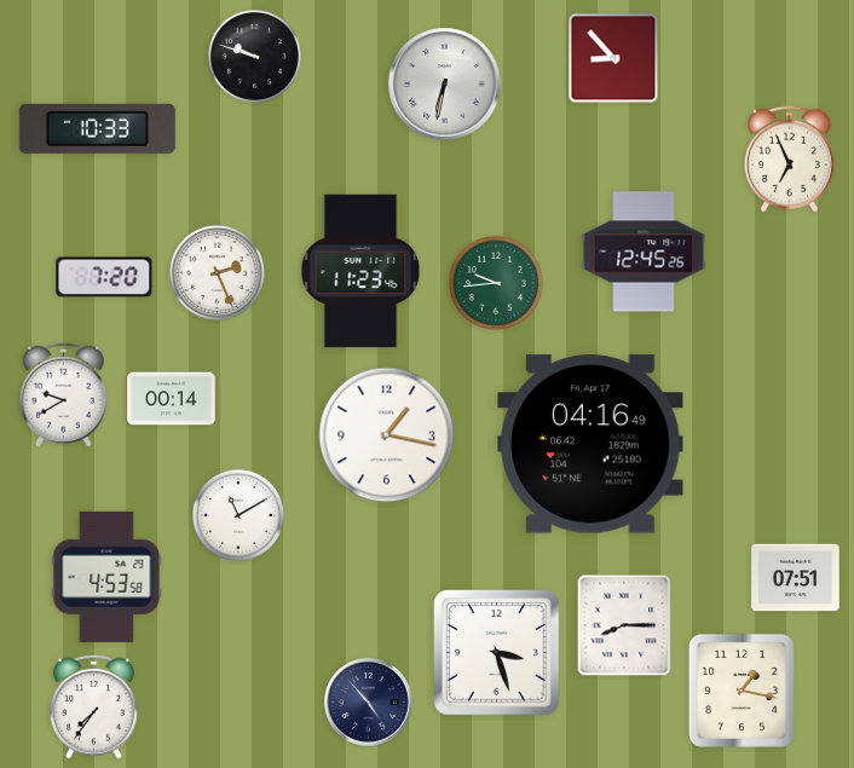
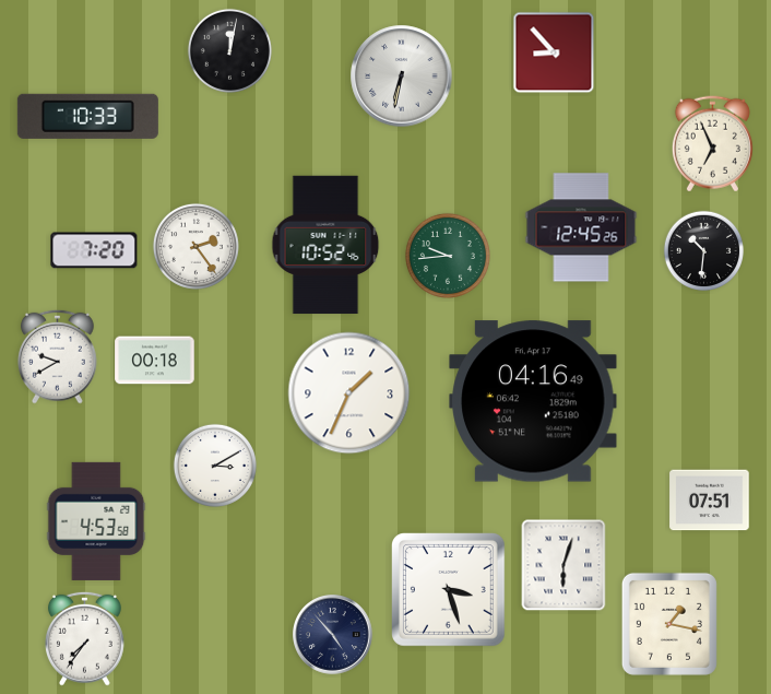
clock at (254, 56): 9:48 -> 12:02
clock at (360, 271): 11:23 -> 10:52
clock at (217, 272): 2:26 -> 2:24
clock at (704, 251): none -> 10:31
clock at (172, 399): 00:14 -> 00:18
clock at (387, 435): 1:17 -> 1:34
clock at (238, 515): 11:10 -> 3:10
clock at (796, 578) position: (796, 578) -> (710, 501)
clock at (624, 625): 8:15 -> 6:03
